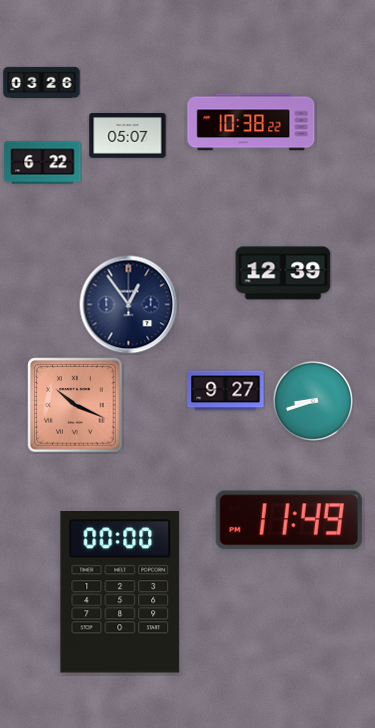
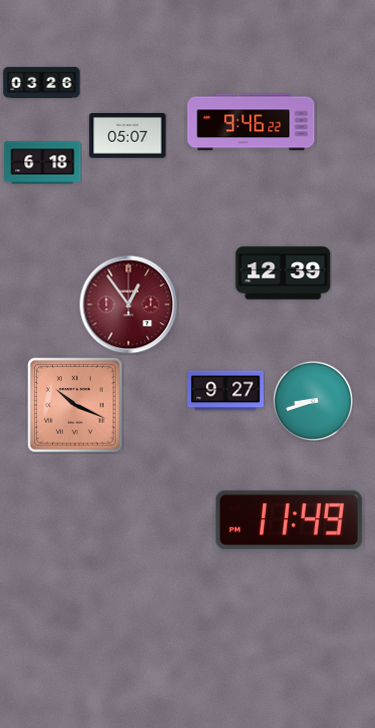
clock at (251, 122): 10:38 -> 9:46
clock at (43, 163): 6:22 -> 6:18
clock at (129, 305) dial: navy -> burgundy
clock at (120, 593): 00:00 -> none
